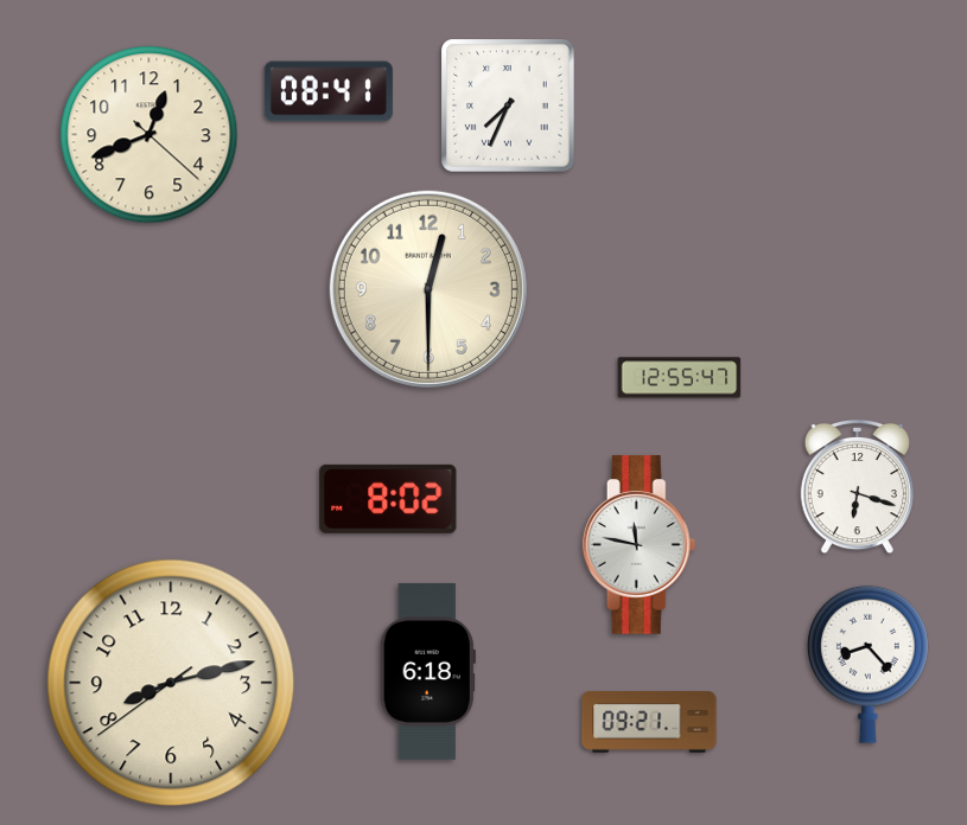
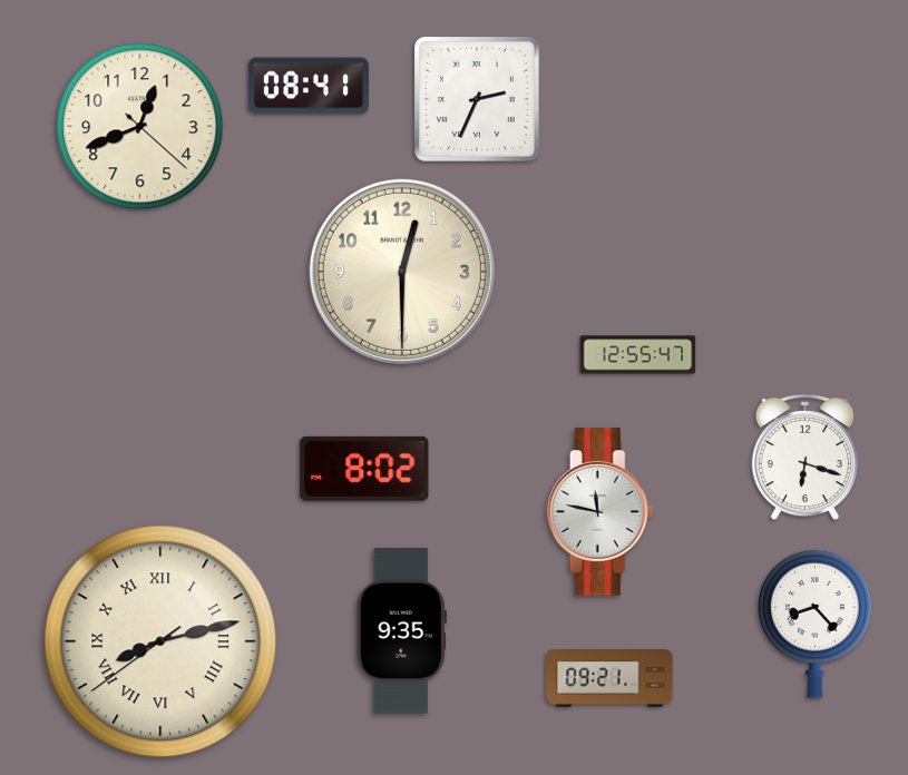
clock at (509, 107): 7:34 -> 2:34
clock at (427, 671): 6:18 -> 9:35
clock at (171, 683) numerals: Arabic -> Roman
